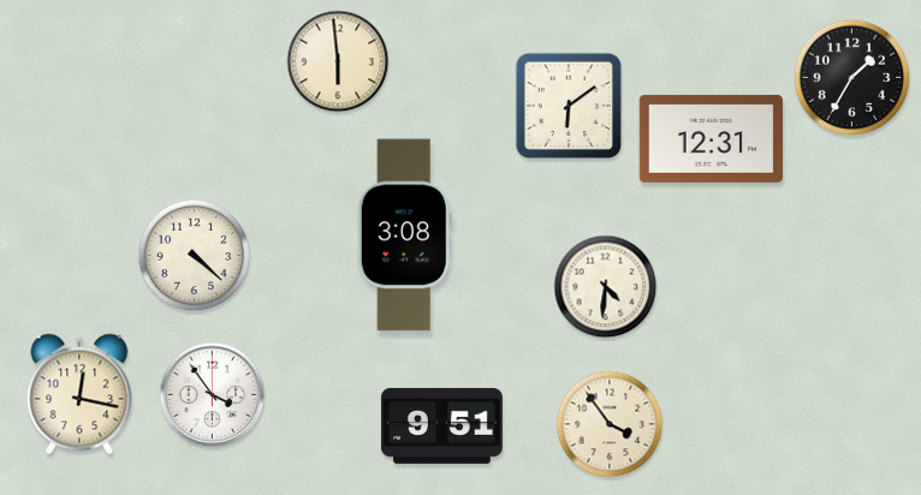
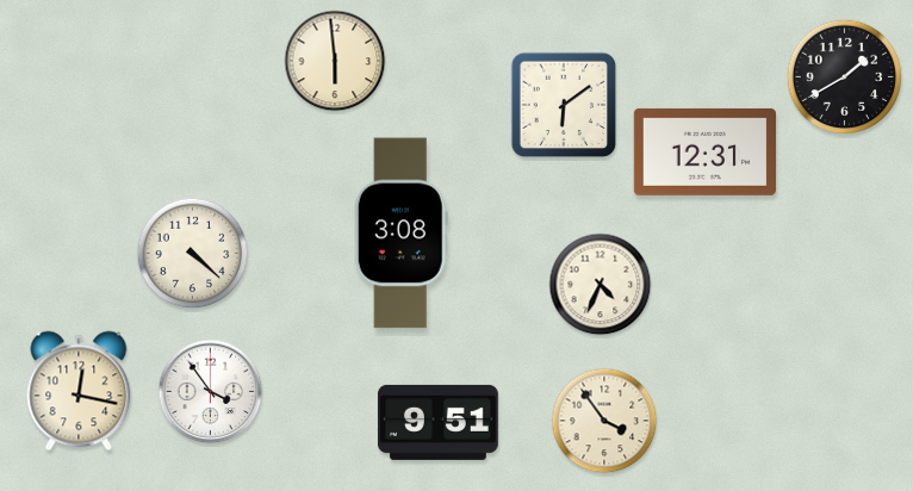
clock at (852, 78): 1:35 -> 1:40
clock at (711, 138) position: (711, 138) -> (704, 151)
clock at (606, 287): 4:31 -> 4:34
